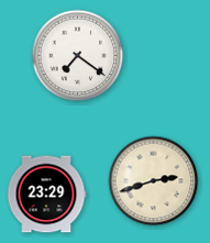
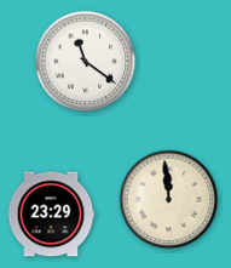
clock at (78, 56): 7:21 -> 11:21
clock at (154, 181): 2:42 -> 11:59
